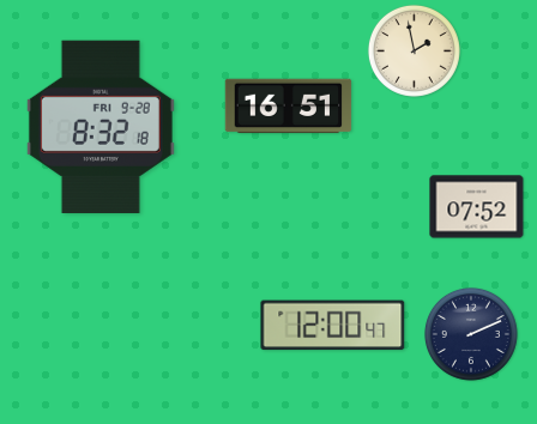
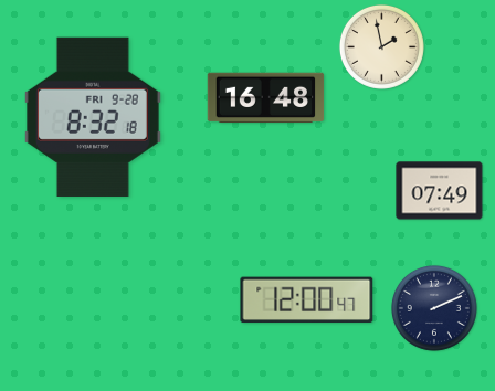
clock at (289, 107): 16:51 -> 16:48
clock at (477, 207): 07:52 -> 07:49
